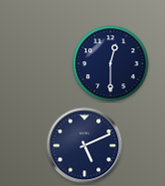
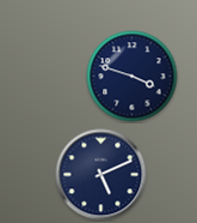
clock at (111, 64): 12:30 -> 3:48
